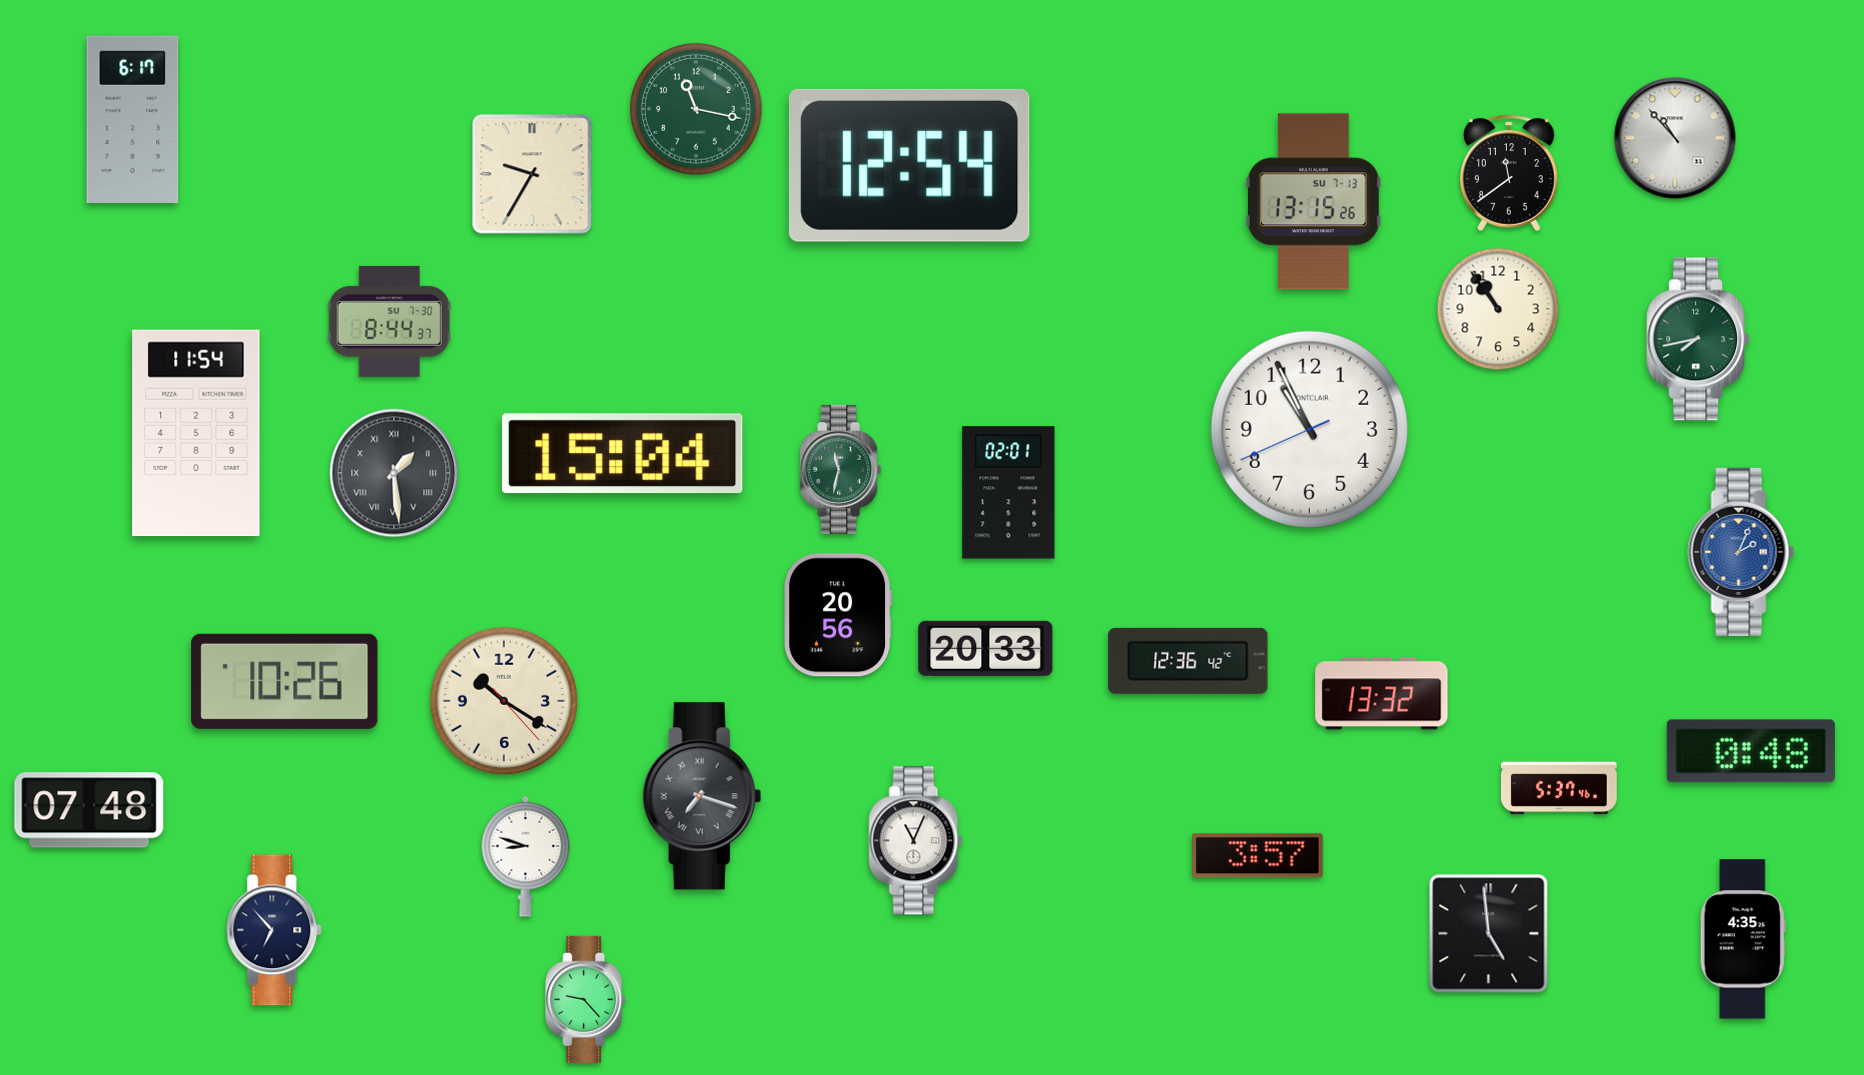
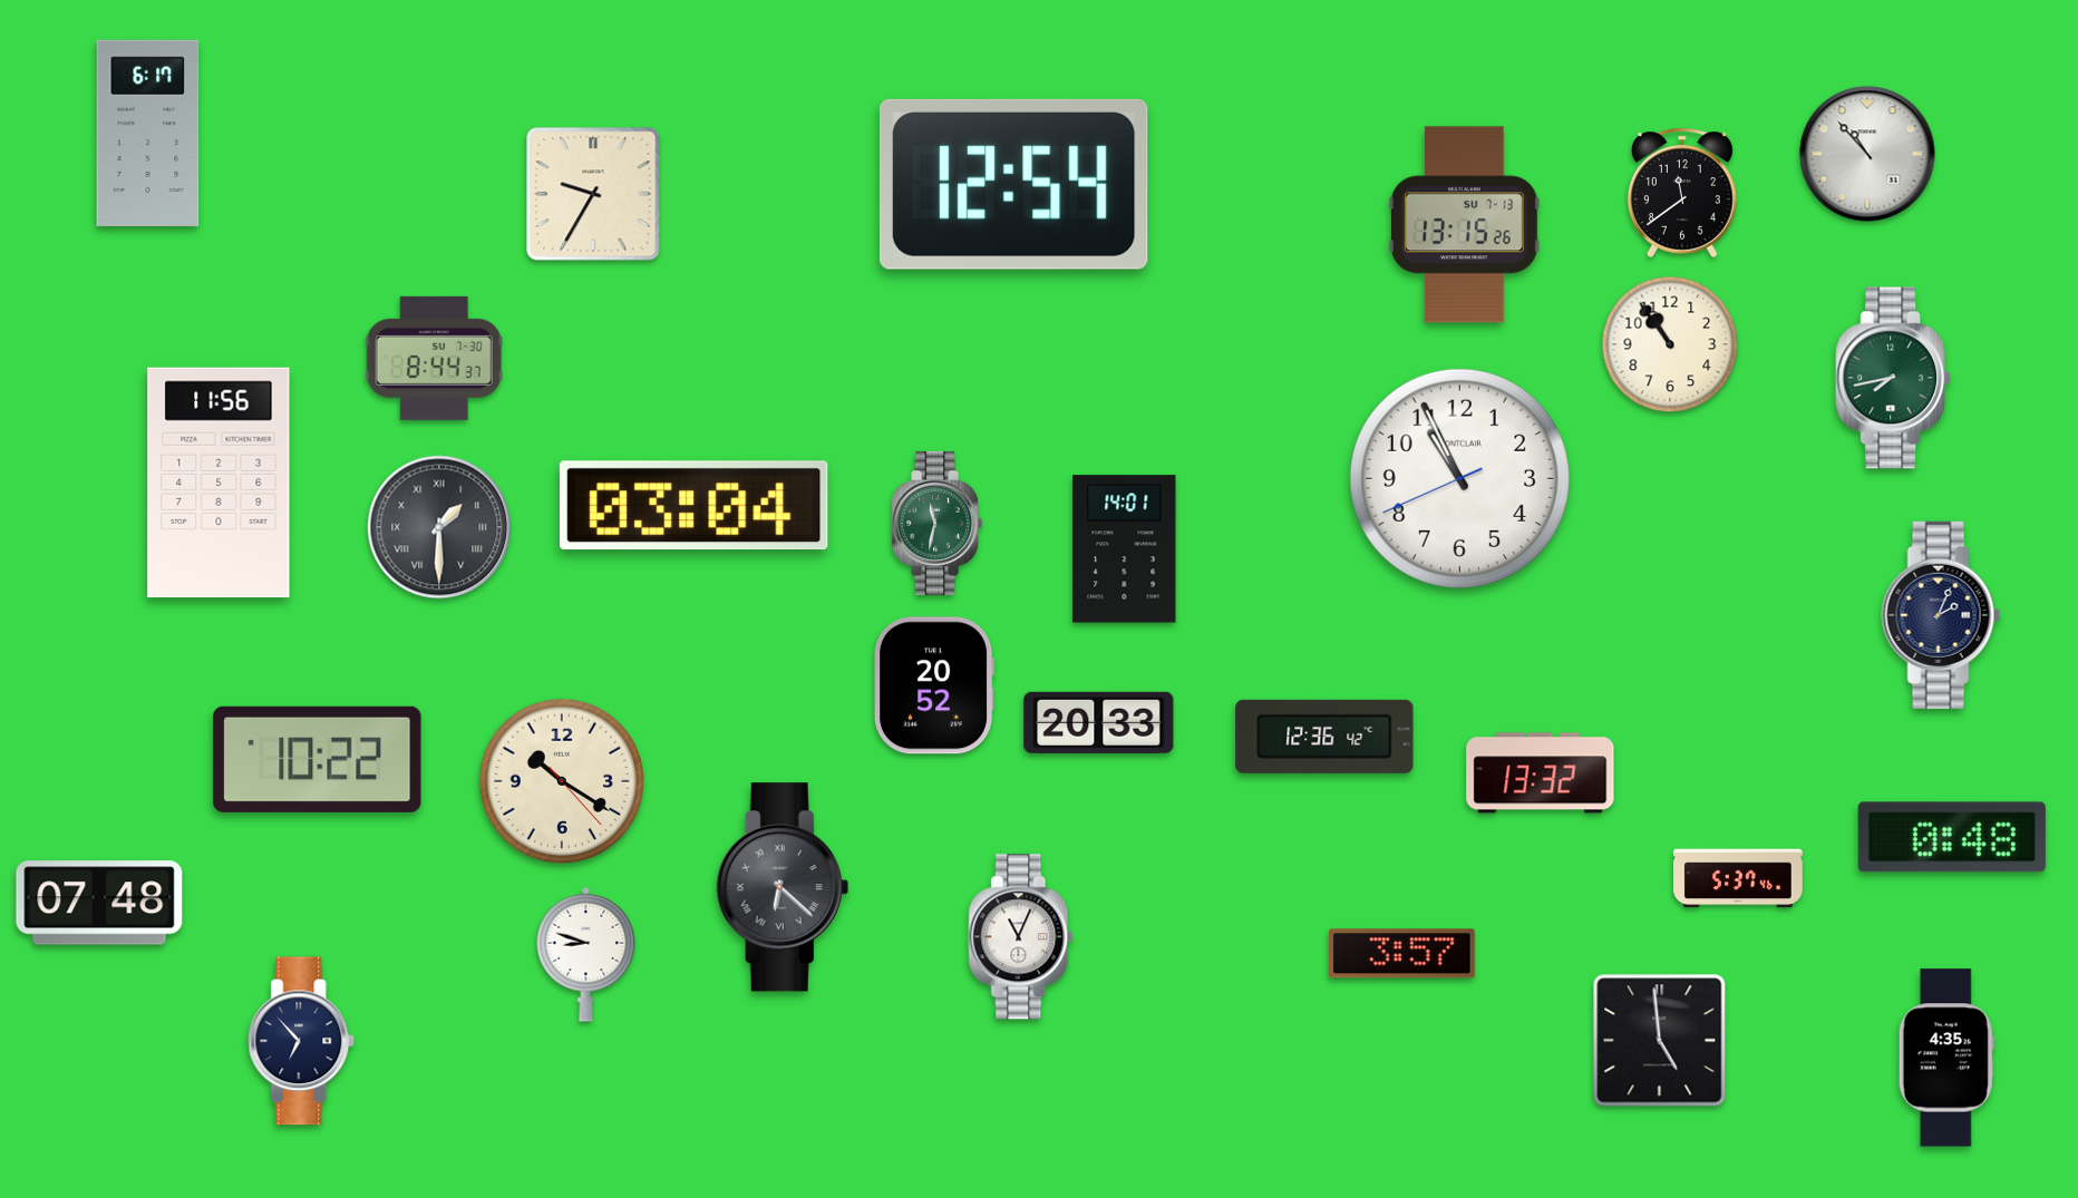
clock at (697, 110): 11:17 -> none
clock at (196, 433): 11:54 -> 11:56
clock at (622, 453): 15:04 -> 03:04
clock at (394, 473): 1:29 -> 1:30
clock at (1009, 493): 02:01 -> 14:01
clock at (1741, 552) dial: blue -> navy
clock at (838, 615): 20:56 -> 20:52
clock at (285, 681): 10:26 -> 10:22
clock at (702, 796): 7:18 -> 6:22
clock at (275, 930) position: (275, 930) -> (302, 1041)
clock at (1743, 939) position: (1743, 939) -> (1946, 1058)
clock at (586, 999): 9:23 -> none
